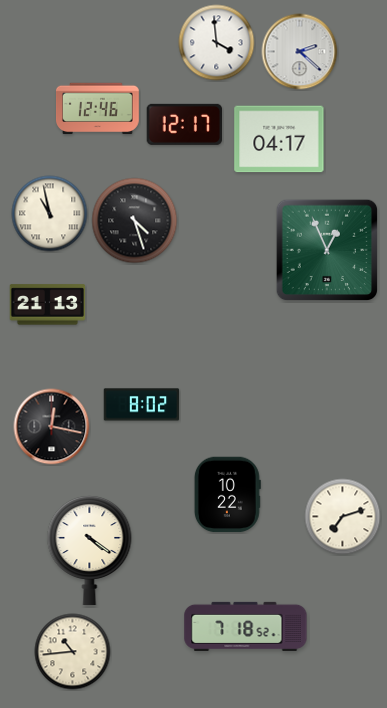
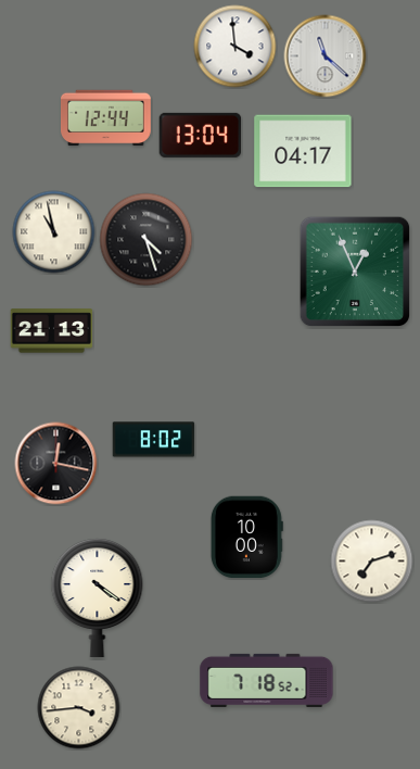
clock at (300, 52): 2:22 -> 11:22
clock at (98, 109): 12:46 -> 12:44
clock at (185, 124): 12:17 -> 13:04
clock at (227, 495): 10:22 -> 10:00
clock at (73, 652): 10:44 -> 3:44
